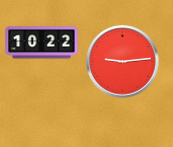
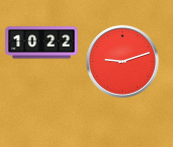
clock at (123, 62): 9:14 -> 9:12
